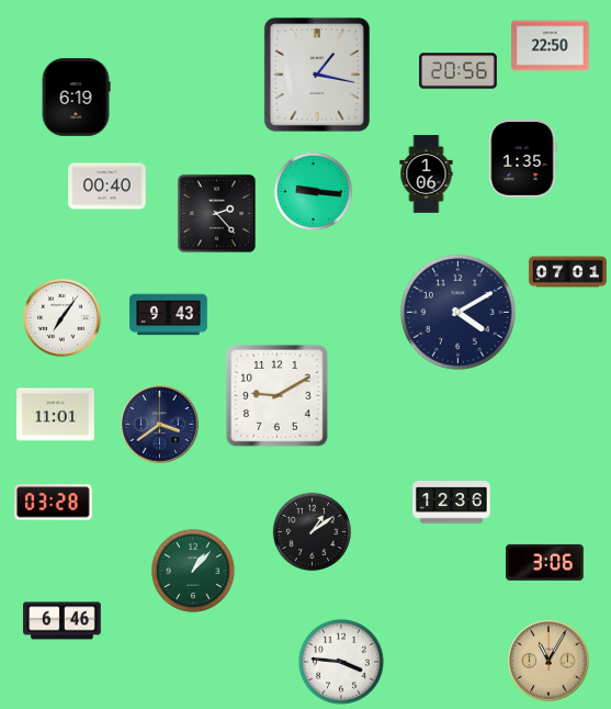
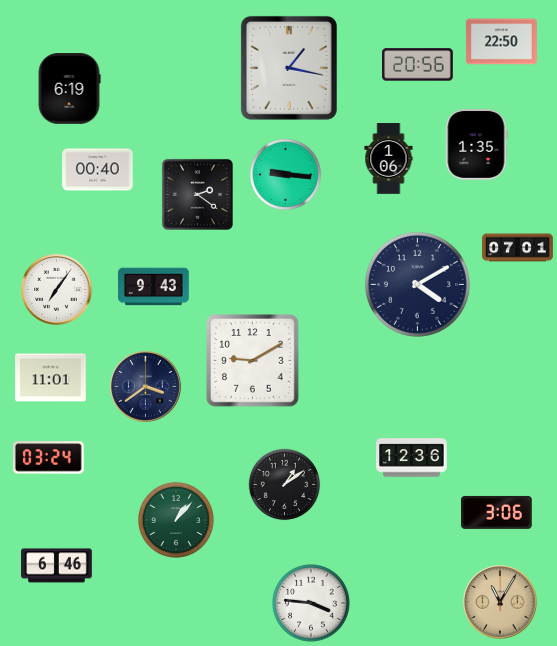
clock at (216, 213): 2:23 -> 2:21
clock at (54, 503): 03:28 -> 03:24
